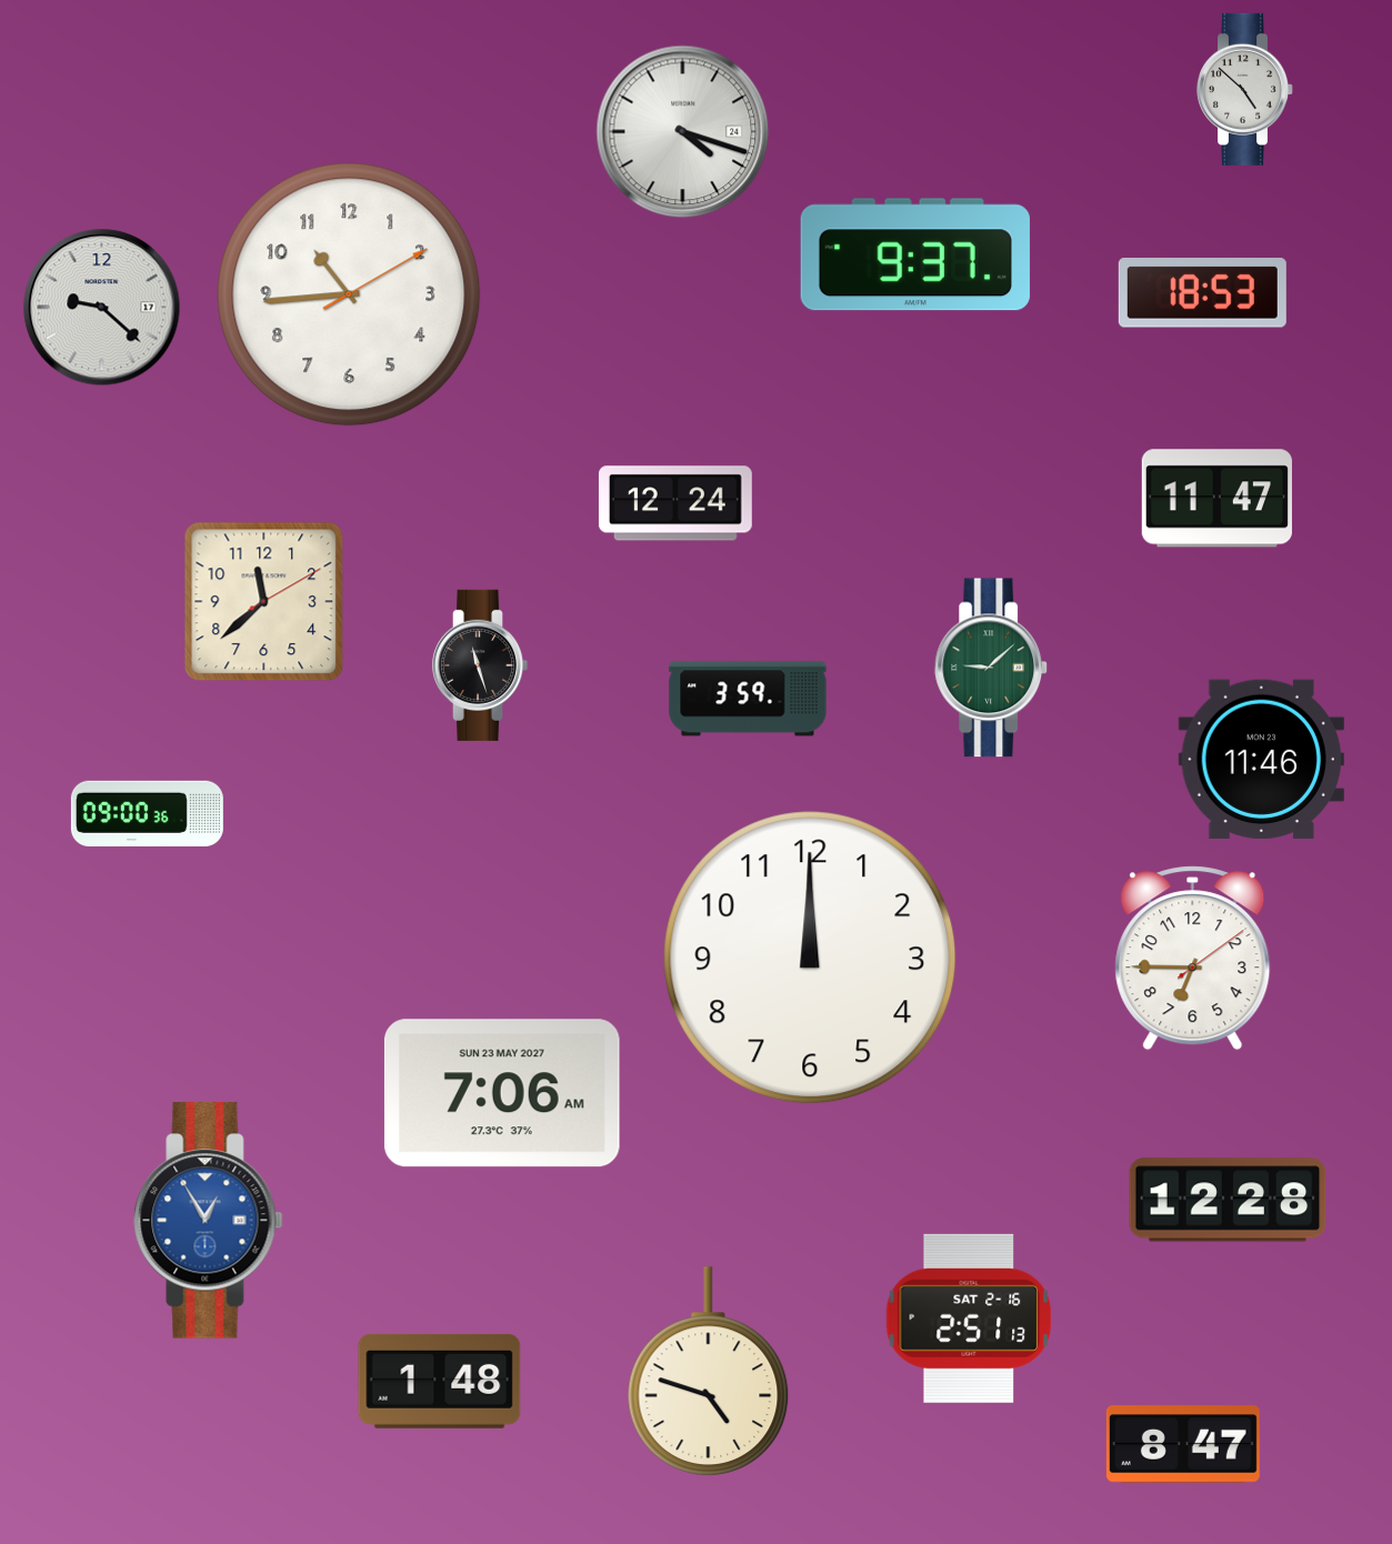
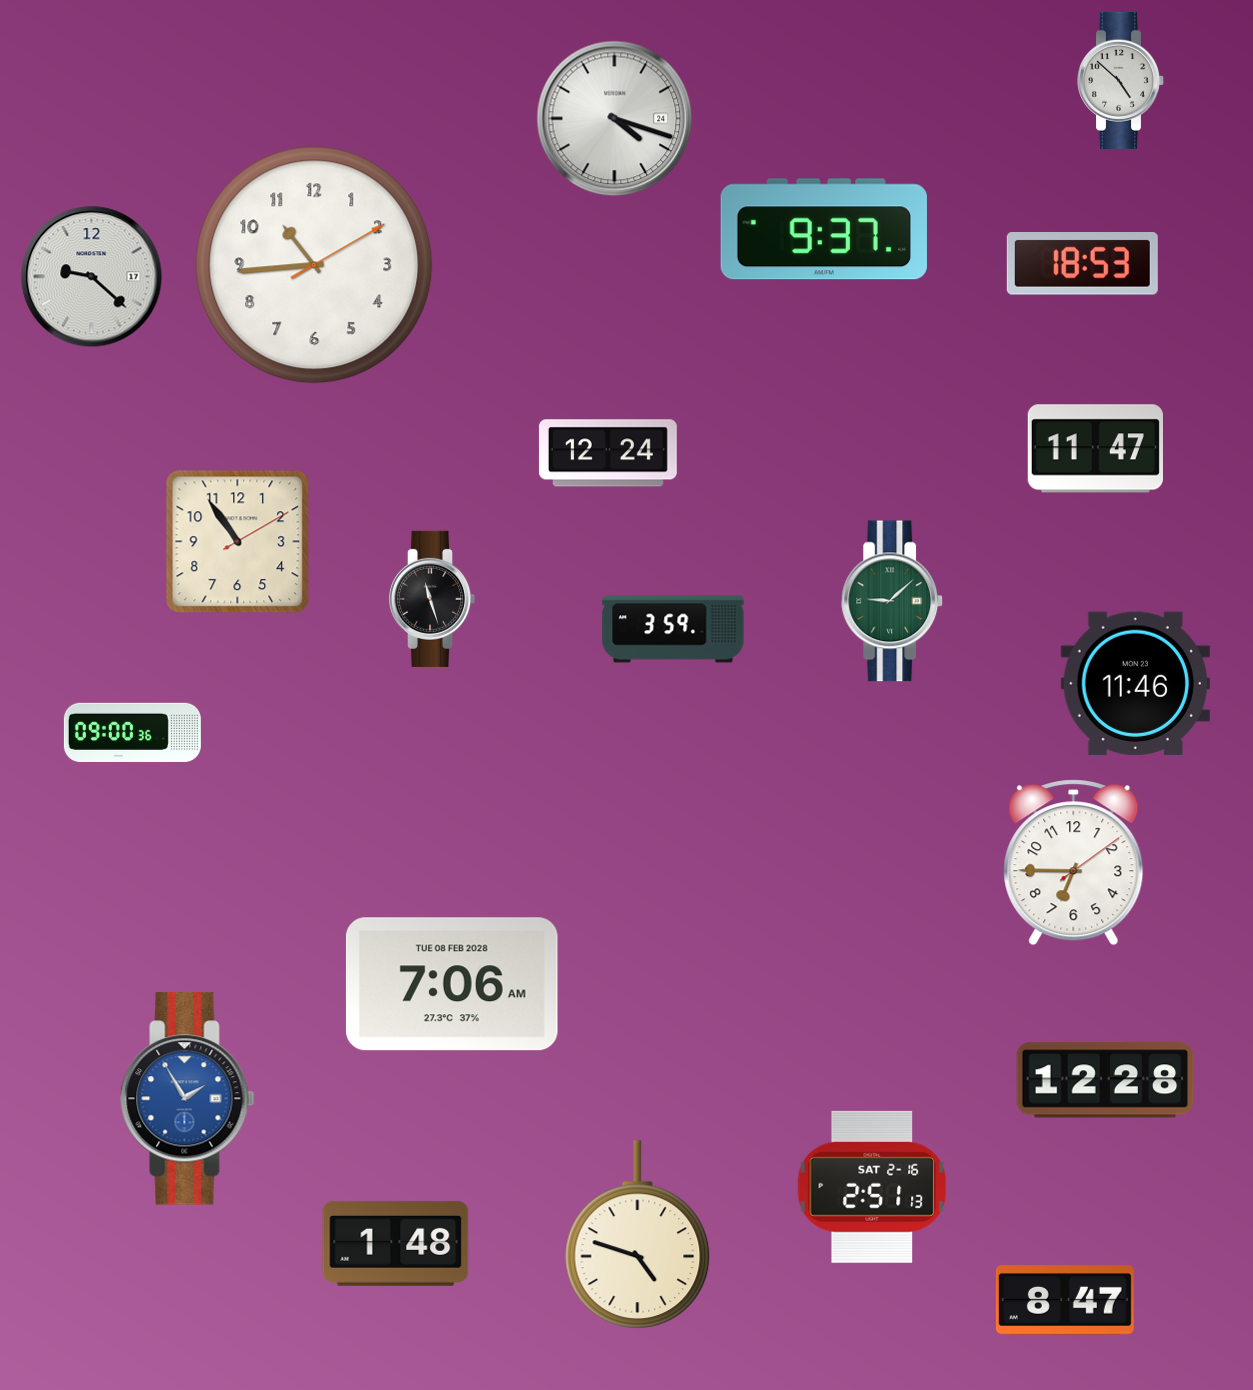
clock at (264, 602): 11:38 -> 10:54
clock at (810, 958): 12:00 -> none
clock at (502, 1093) date: SUN 23 MAY 2027 -> TUE 08 FEB 2028
clock at (209, 1221): 12:55 -> 1:55
